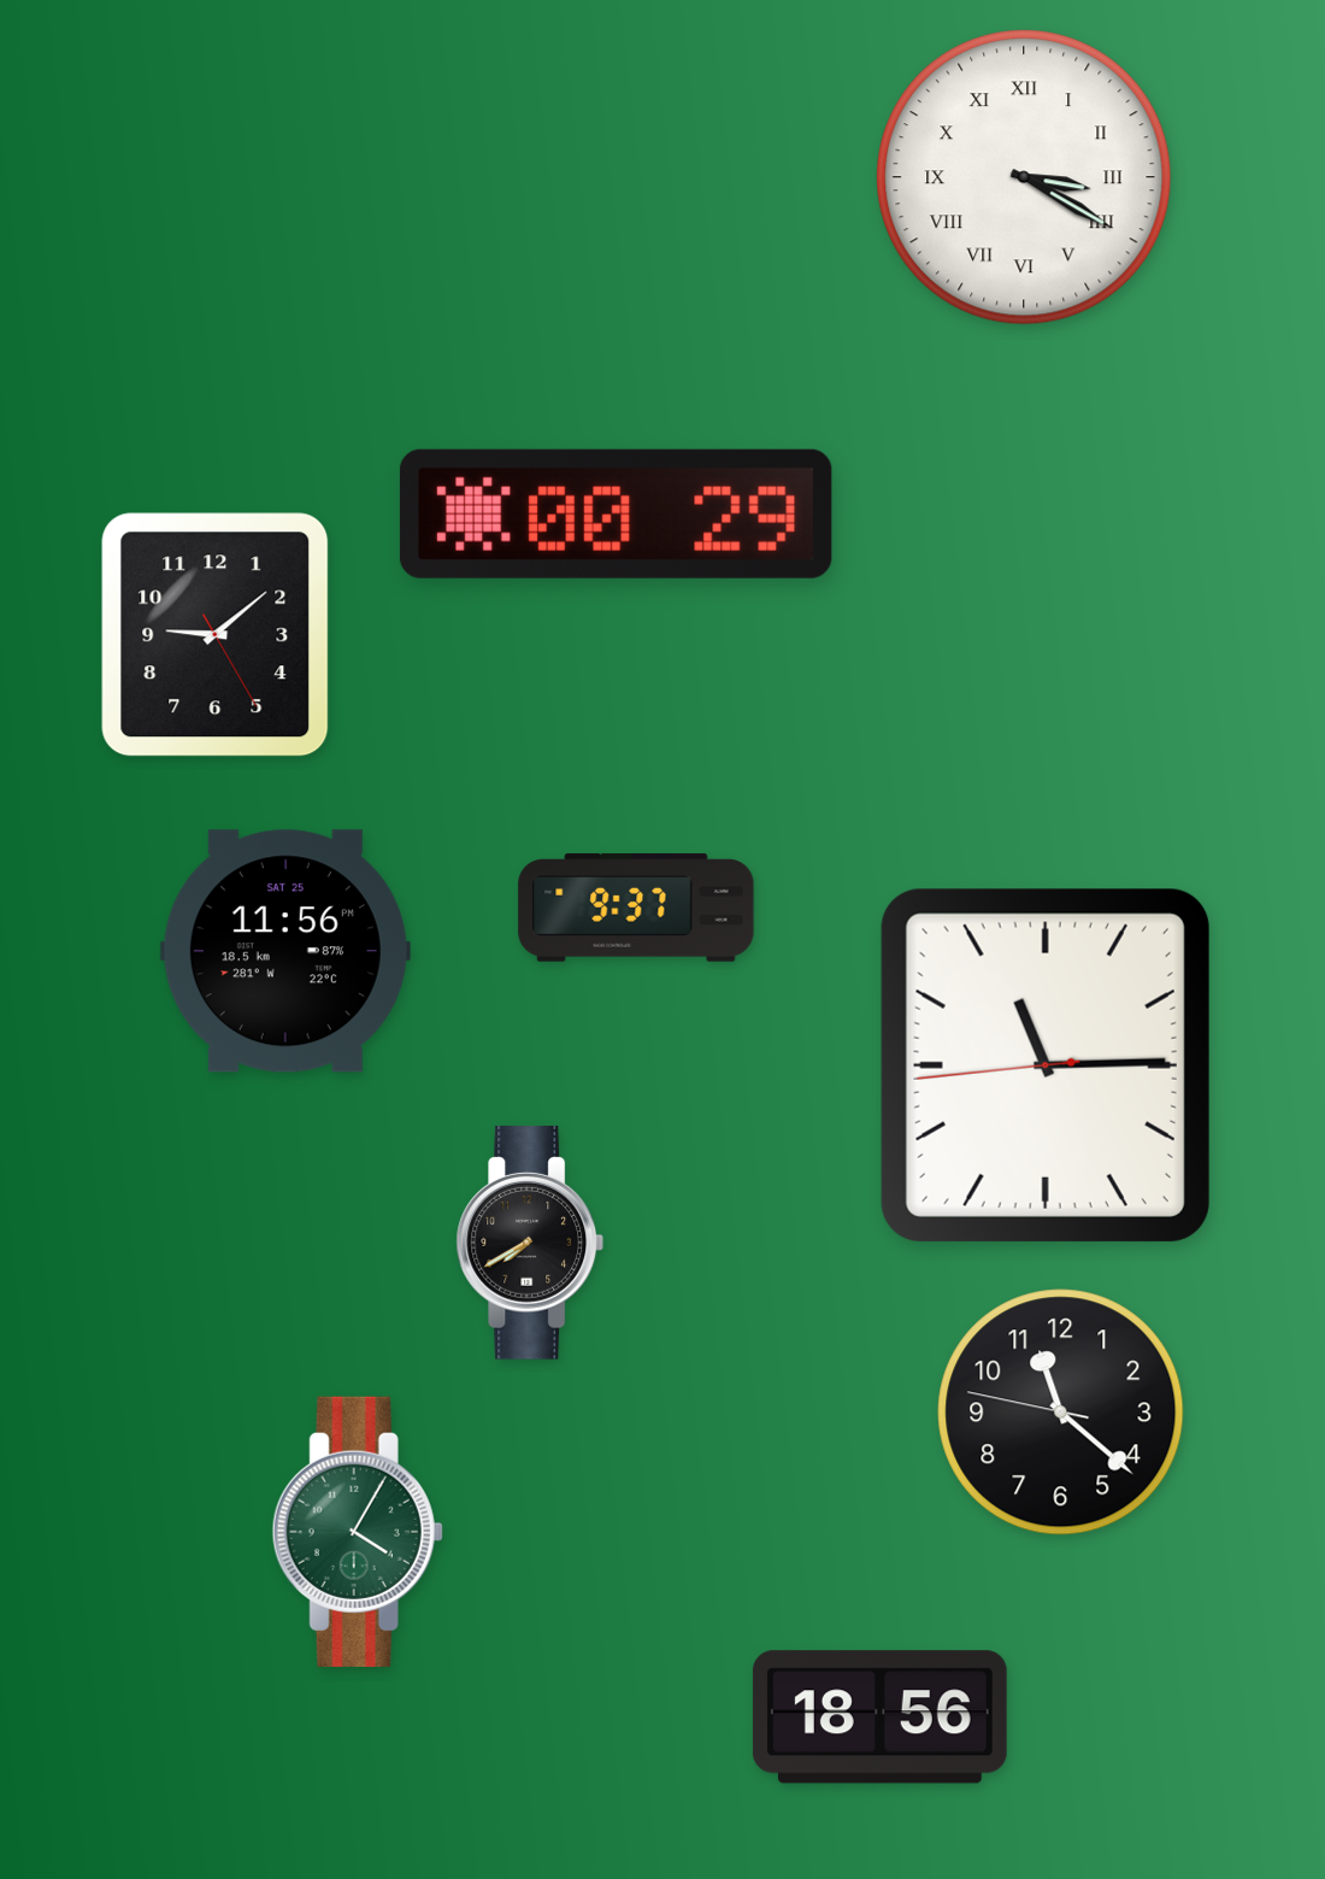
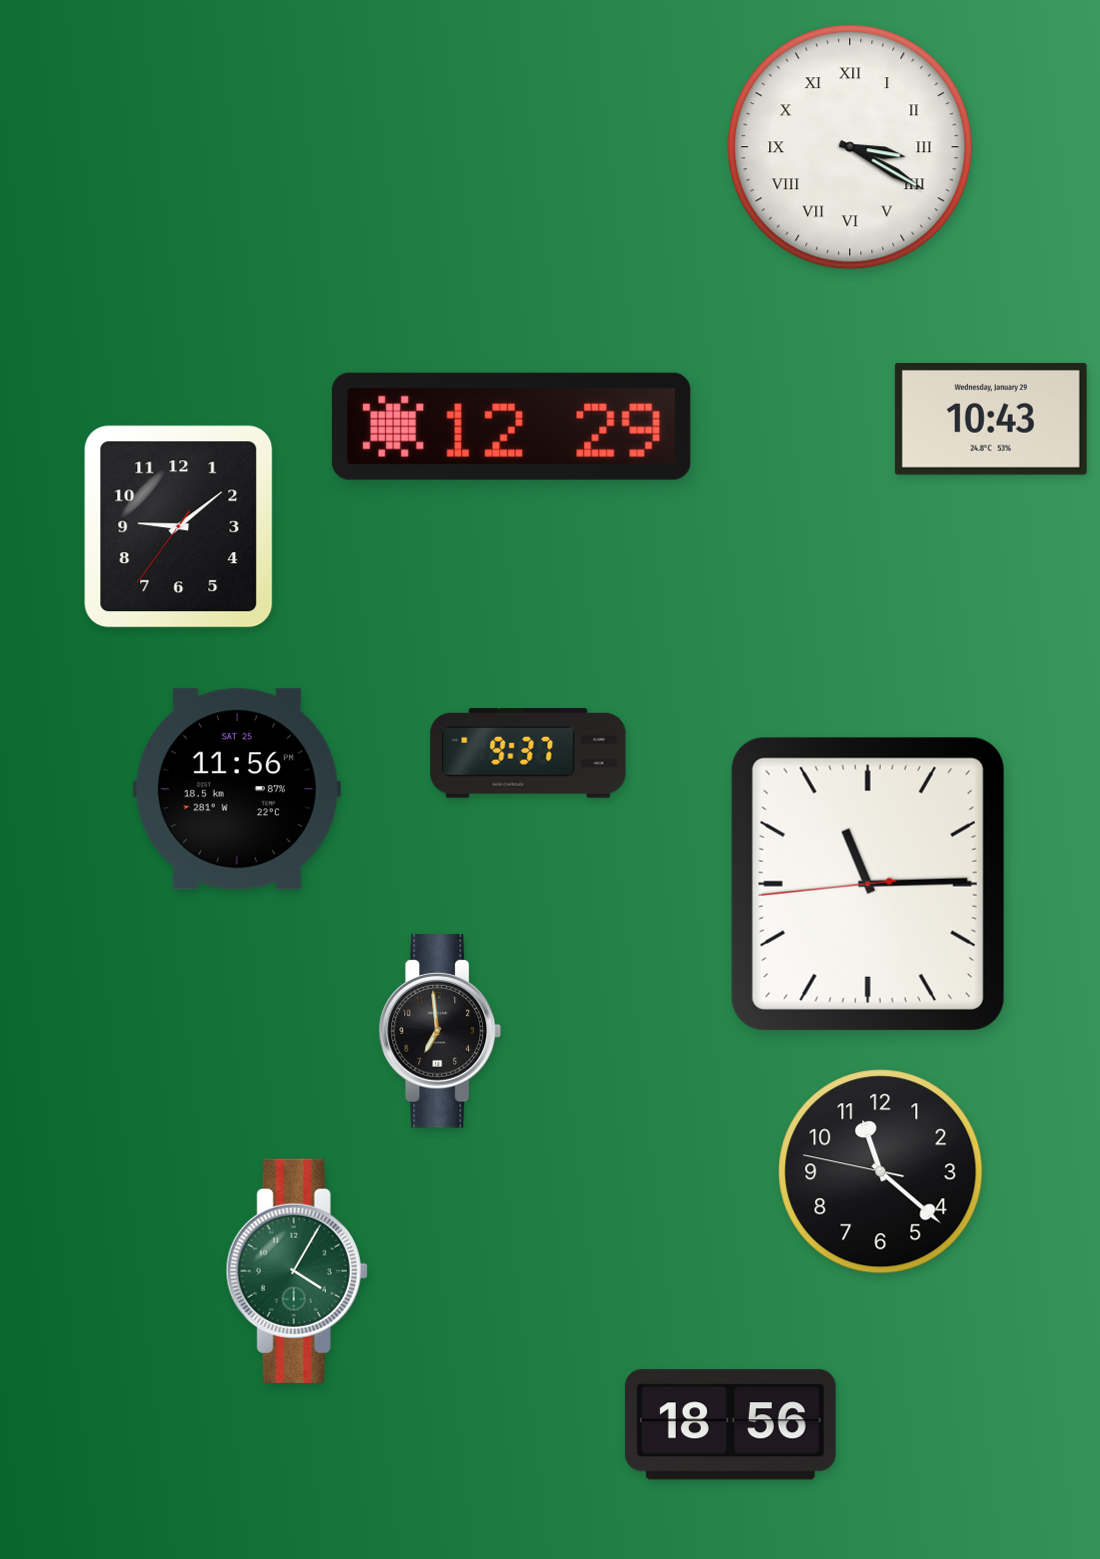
clock at (991, 419): none -> 10:43
clock at (616, 513): 00:29 -> 12:29
clock at (216, 635): 9:08:25 -> 9:08:36
clock at (530, 1244): 7:40 -> 6:59
